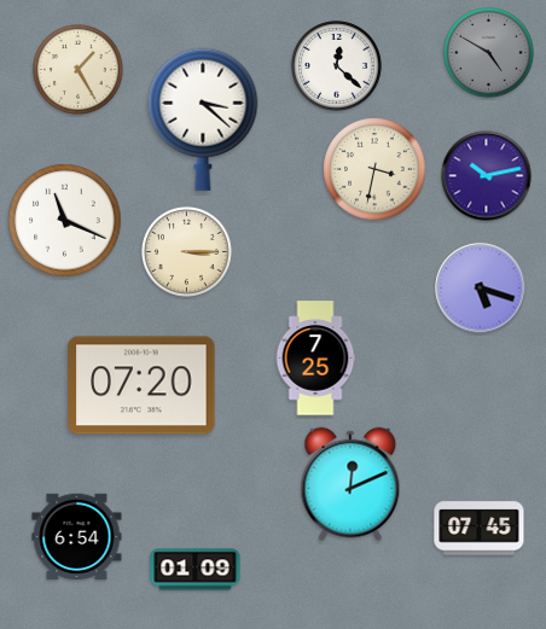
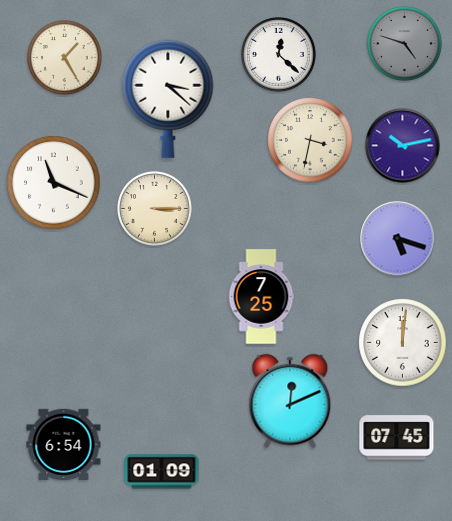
clock at (489, 53): 4:50 -> 4:48
clock at (141, 385): 07:20 -> none
clock at (403, 343): none -> 12:01
